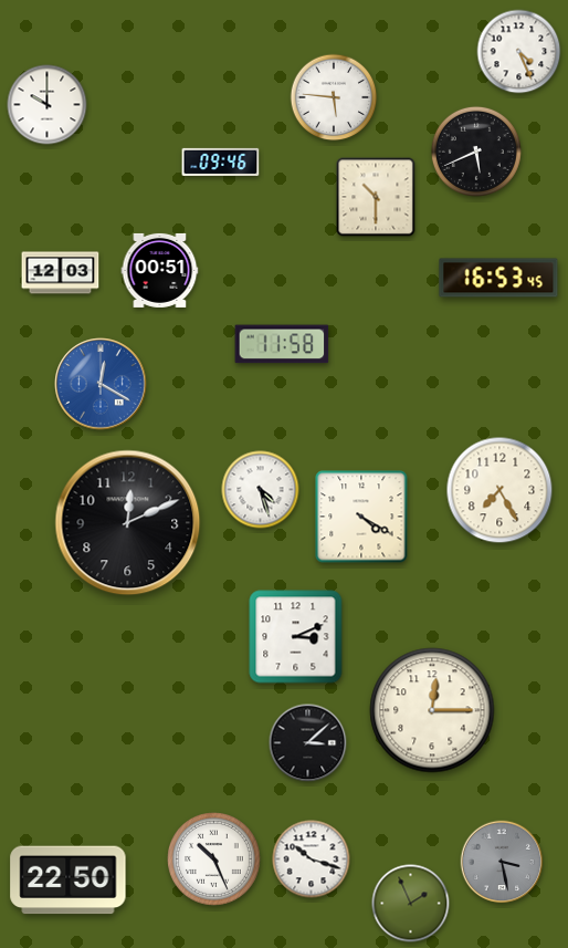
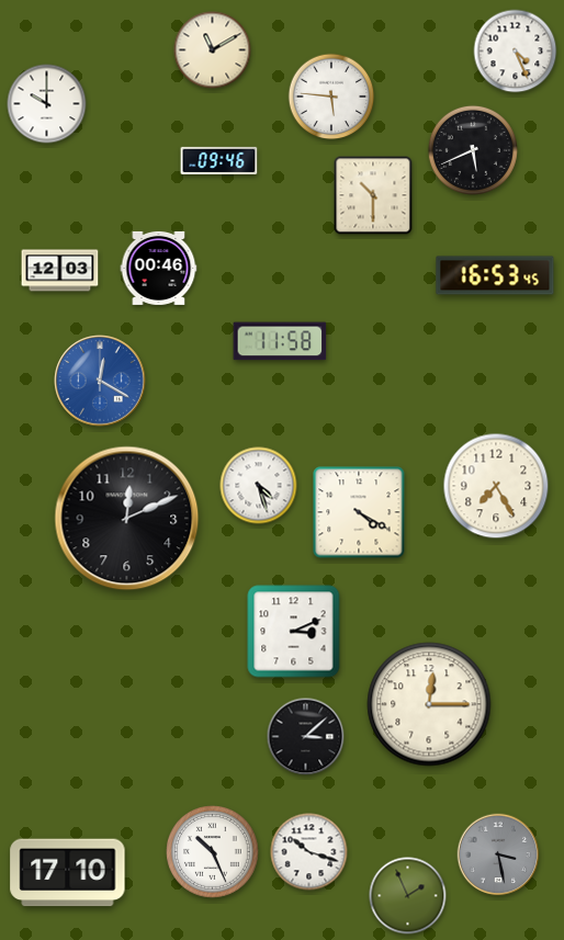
clock at (213, 50): none -> 11:10
clock at (160, 270): 00:51 -> 00:46
clock at (69, 881): 22:50 -> 17:10
